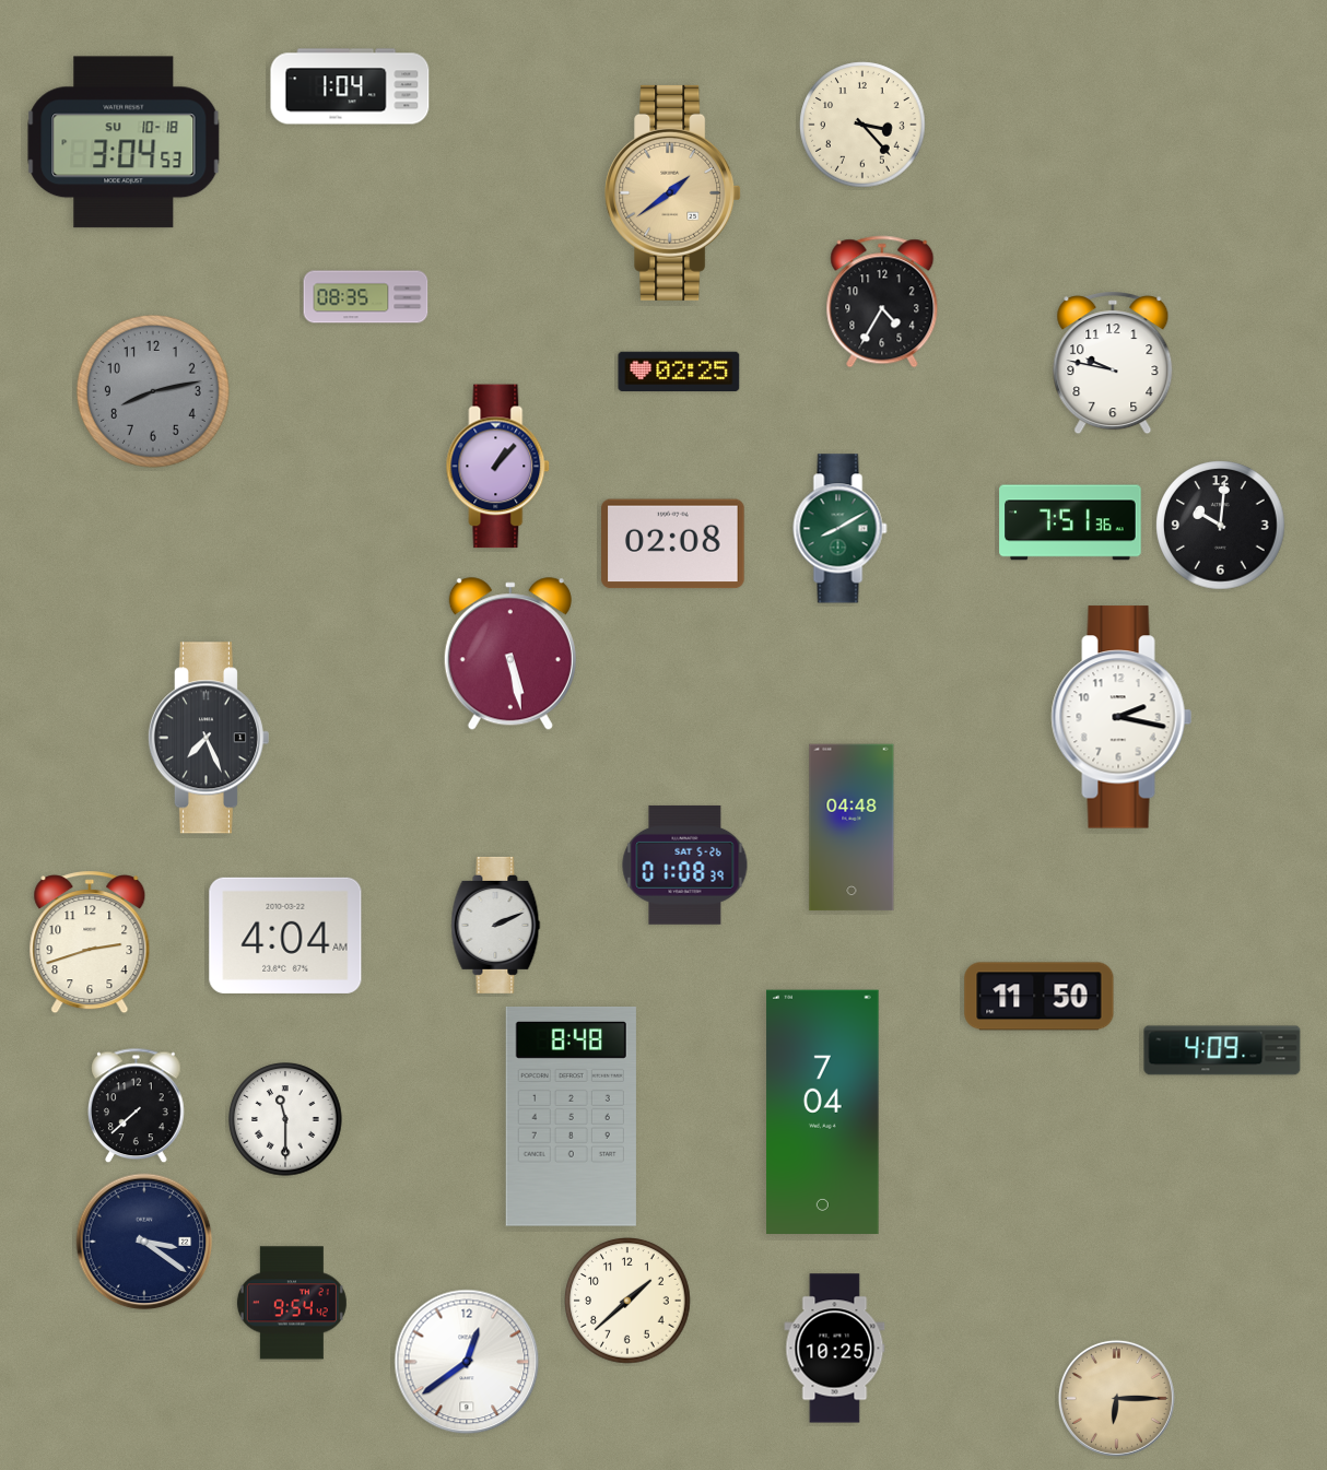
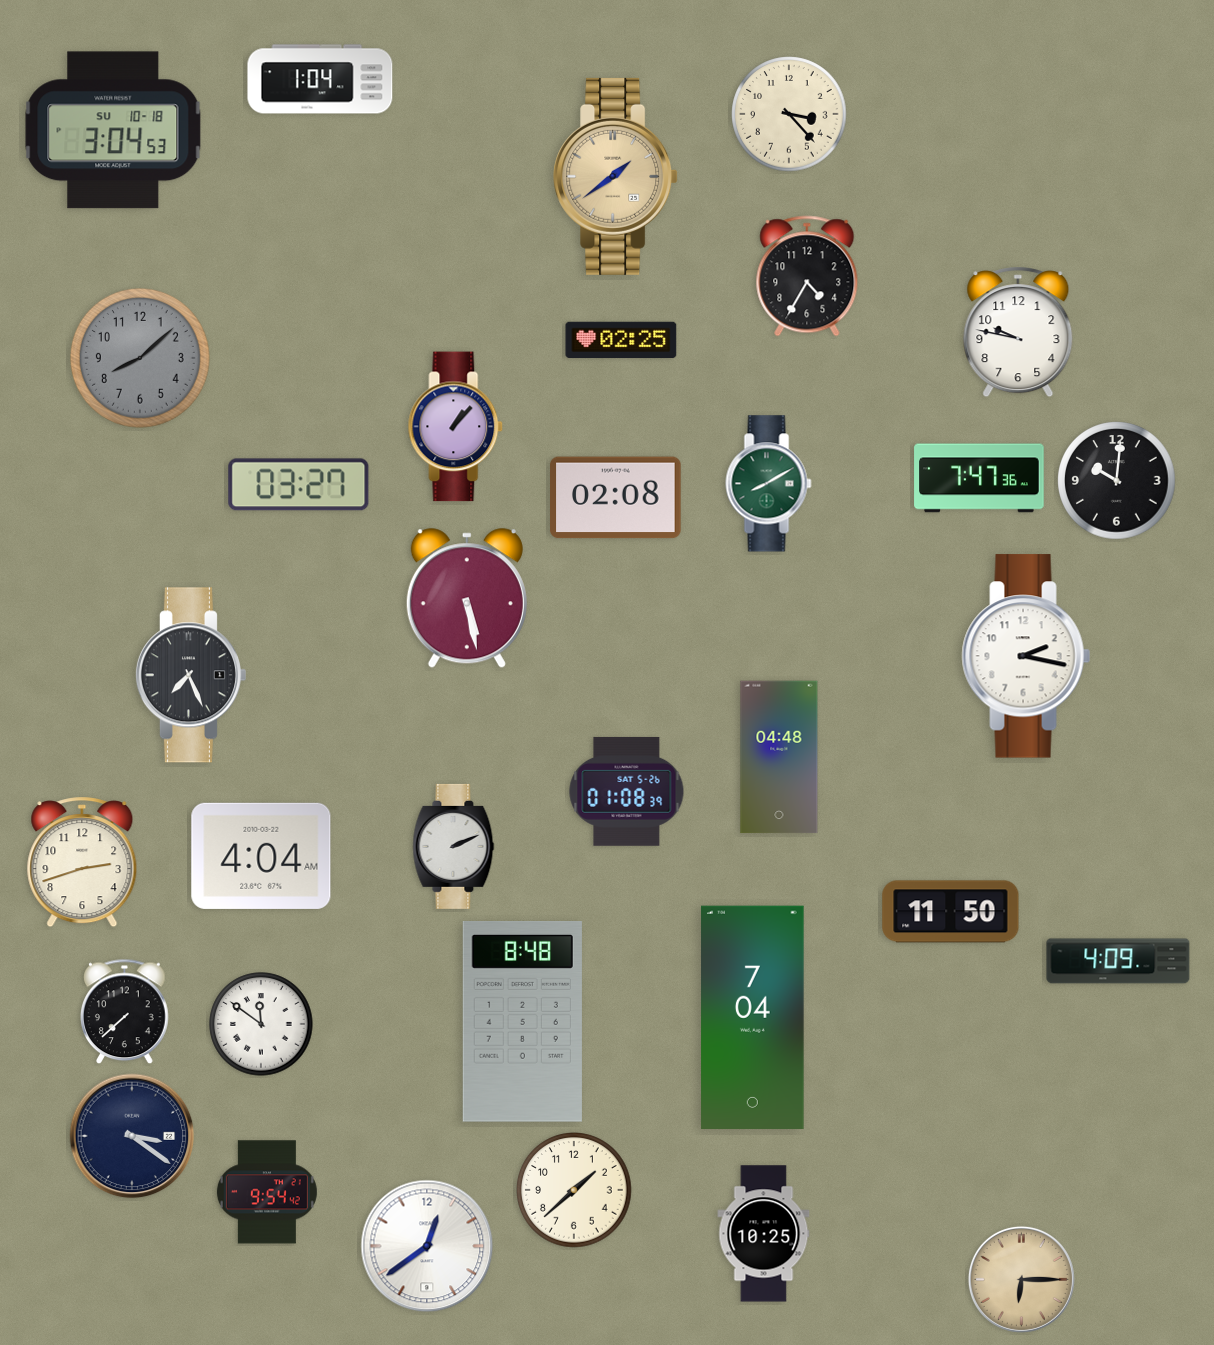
clock at (366, 297): 08:35 -> none
clock at (153, 391): 8:13 -> 8:08
clock at (1070, 522): 7:51 -> 7:47
clock at (299, 485): none -> 03:27
clock at (285, 1119): 11:30 -> 11:51
